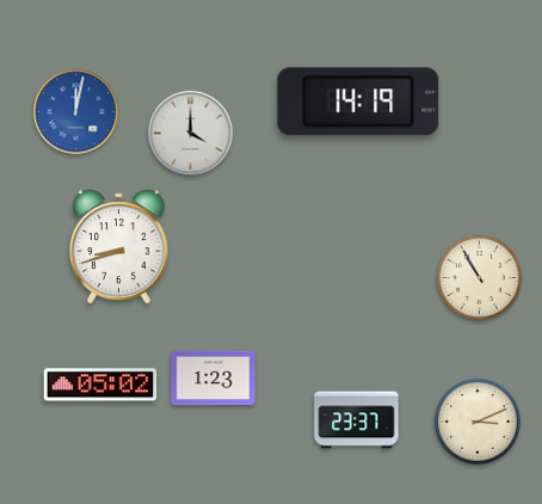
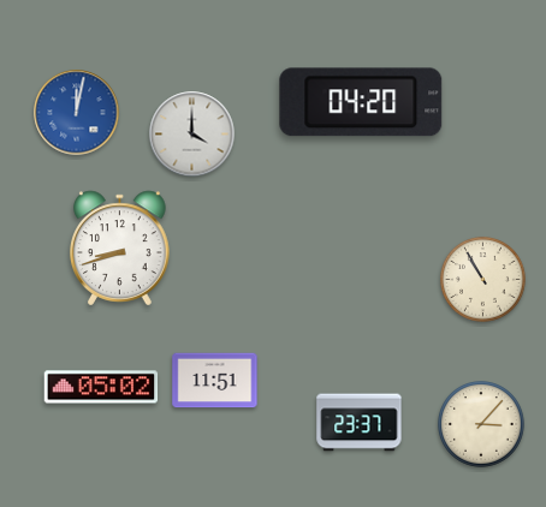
clock at (358, 102): 14:19 -> 04:20
clock at (214, 379): 1:23 -> 11:51
clock at (479, 423): 3:11 -> 3:07
